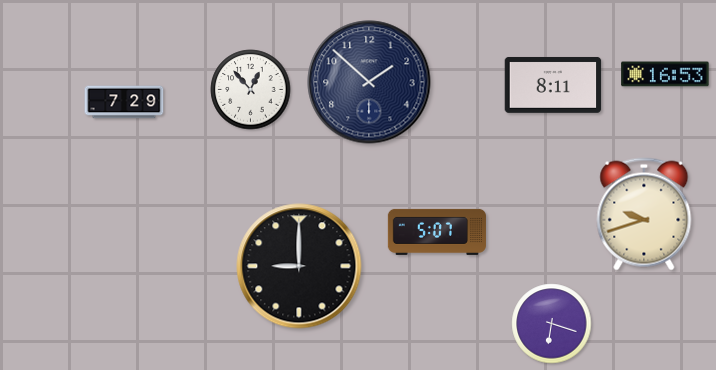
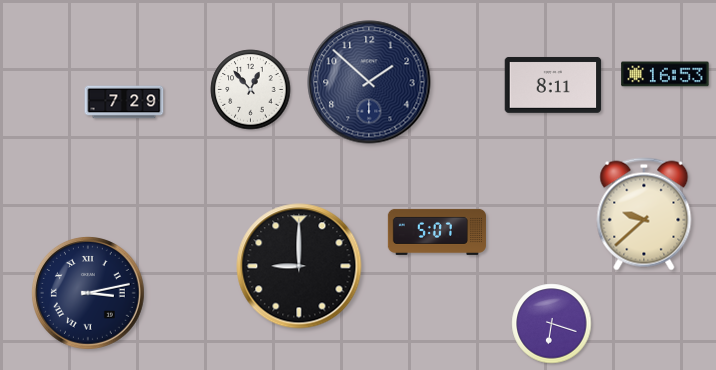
clock at (644, 214): 9:42 -> 9:38
clock at (88, 293): none -> 3:13
